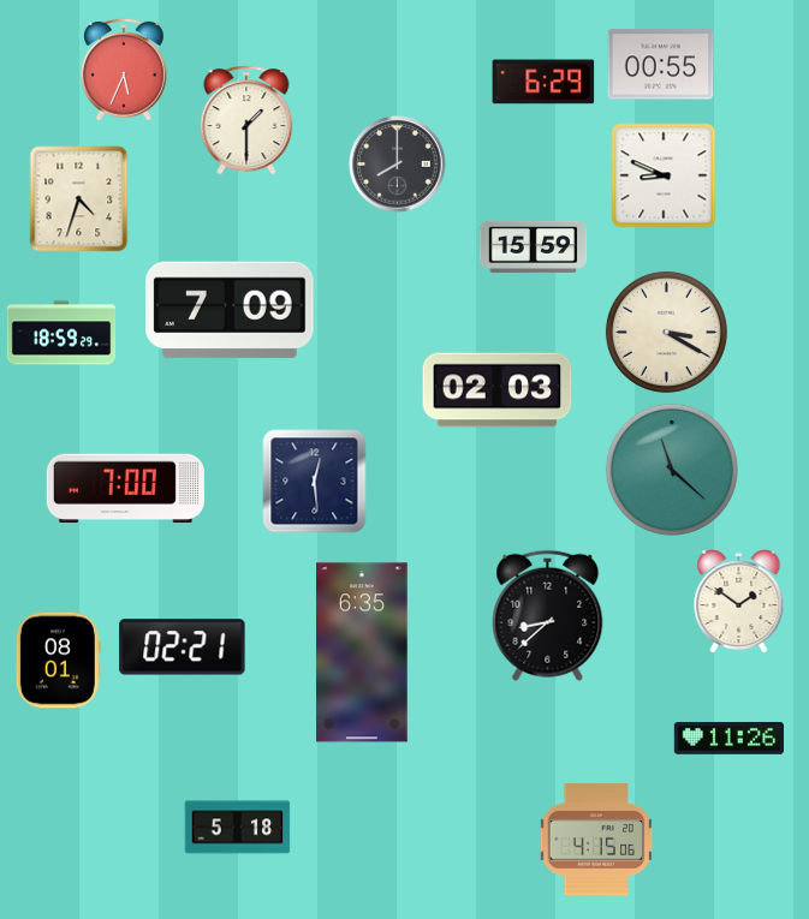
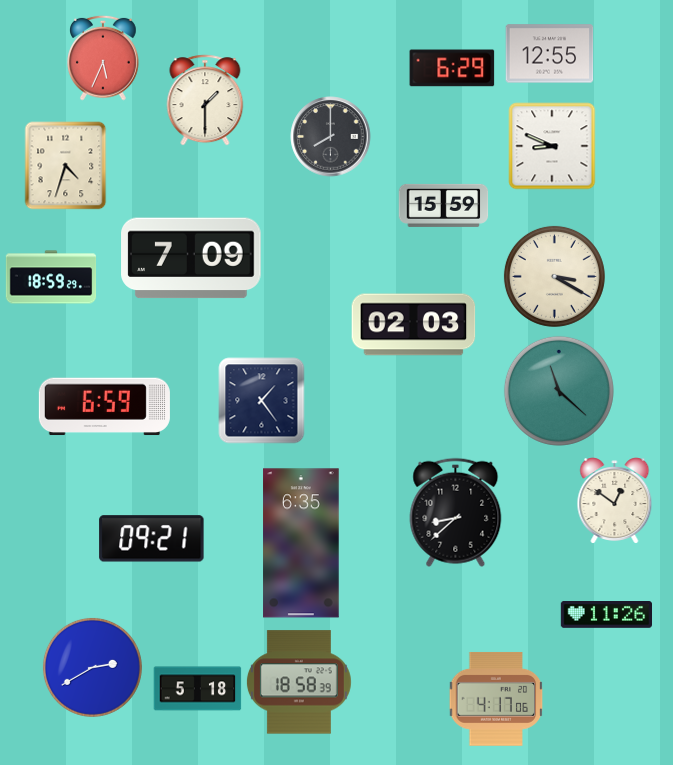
clock at (661, 65): 00:55 -> 12:55
clock at (315, 482): 12:29 -> 1:24
clock at (125, 489): 7:00 -> 6:59
clock at (739, 602): 1:51 -> 12:51
clock at (183, 648): 02:21 -> 09:21
clock at (58, 661): 08:01 -> none
clock at (92, 667): none -> 2:40
clock at (299, 682): none -> 18:58
clock at (596, 840): 4:15 -> 4:17
